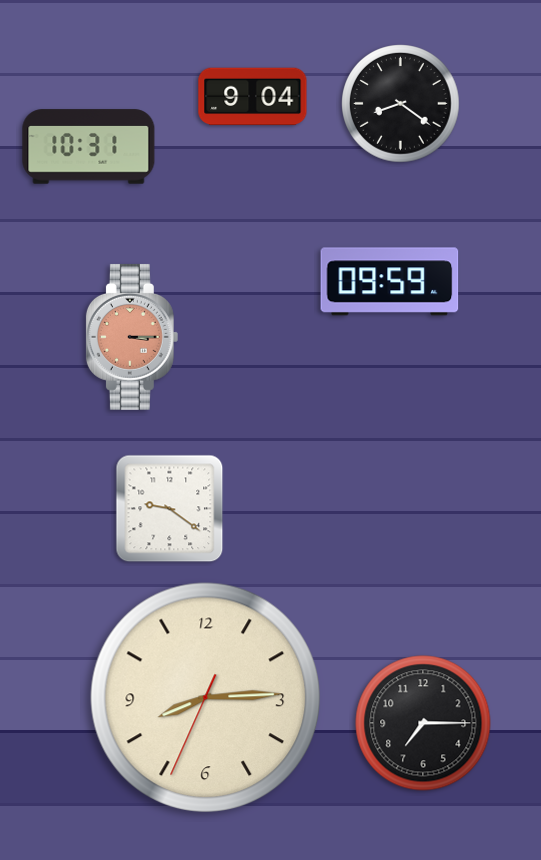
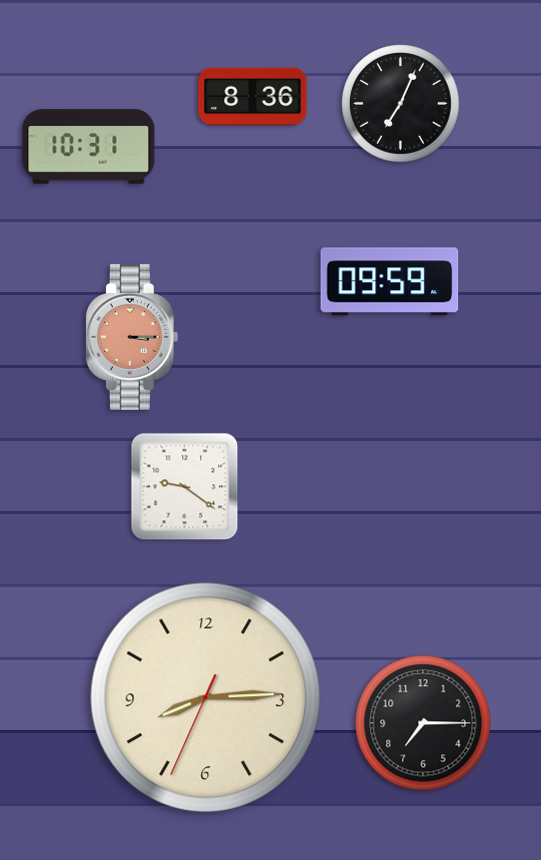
clock at (253, 97): 9:04 -> 8:36
clock at (401, 104): 8:21 -> 7:04
clock at (170, 509) position: (170, 509) -> (185, 487)
